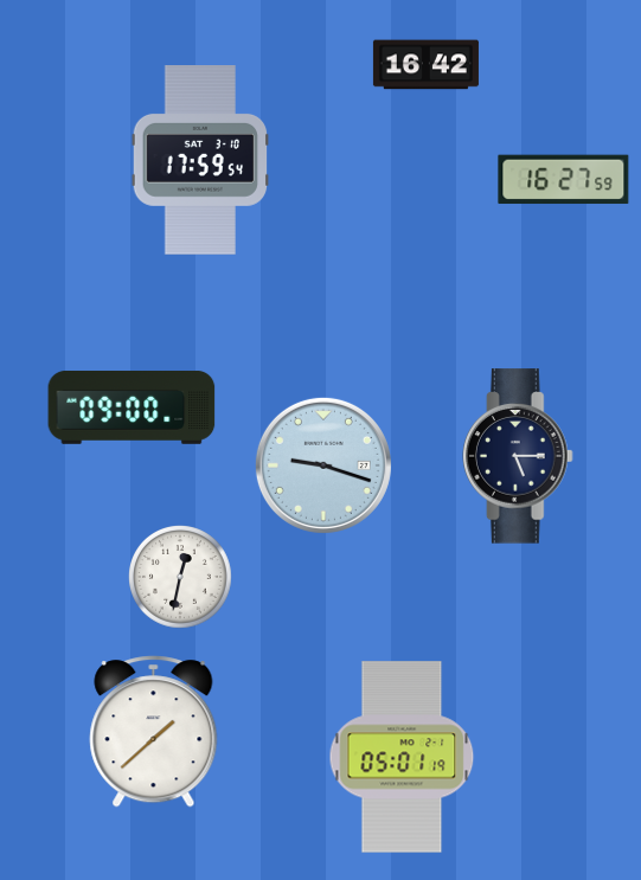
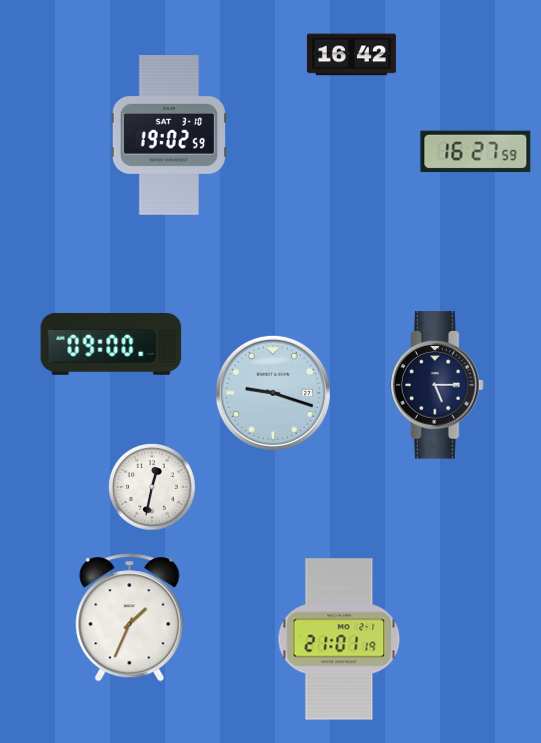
clock at (425, 65) position: (425, 65) -> (351, 55)
clock at (200, 161): 17:59 -> 19:02
clock at (154, 732): 1:38 -> 1:34
clock at (402, 757): 05:01 -> 21:01
